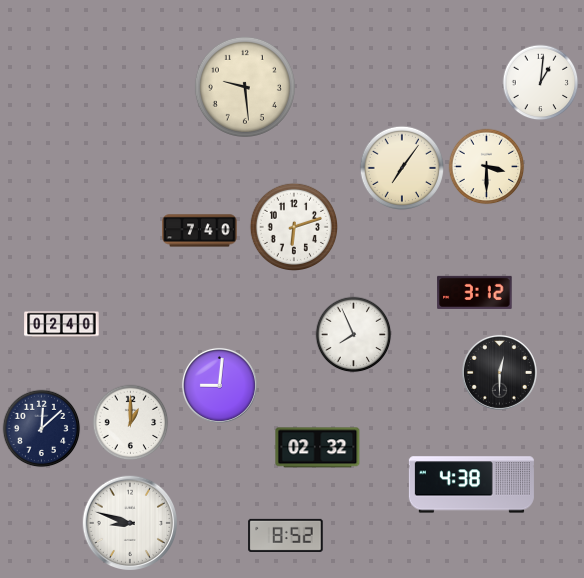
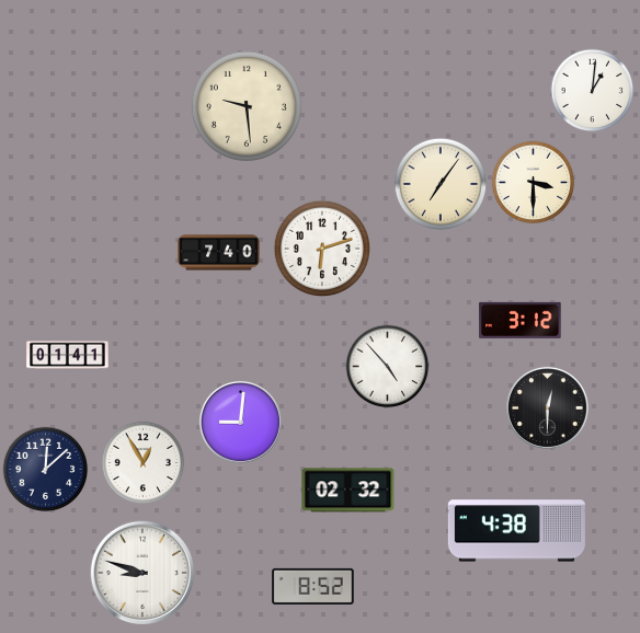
clock at (245, 87) position: (245, 87) -> (247, 106)
clock at (62, 325): 02:40 -> 01:41
clock at (354, 335): 7:56 -> 4:53
clock at (131, 423): 1:00 -> 12:55
